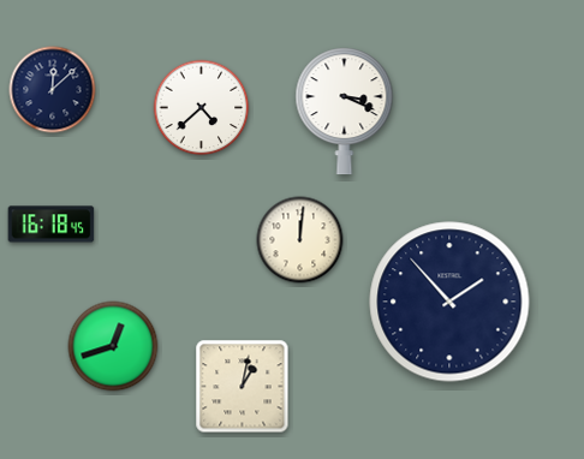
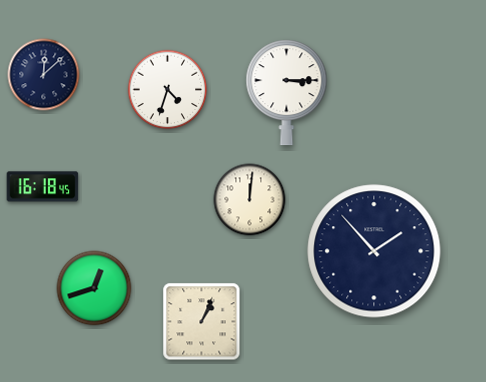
clock at (202, 108): 4:38 -> 4:33
clock at (345, 112): 3:19 -> 3:15
clock at (243, 387): 1:02 -> 1:04
